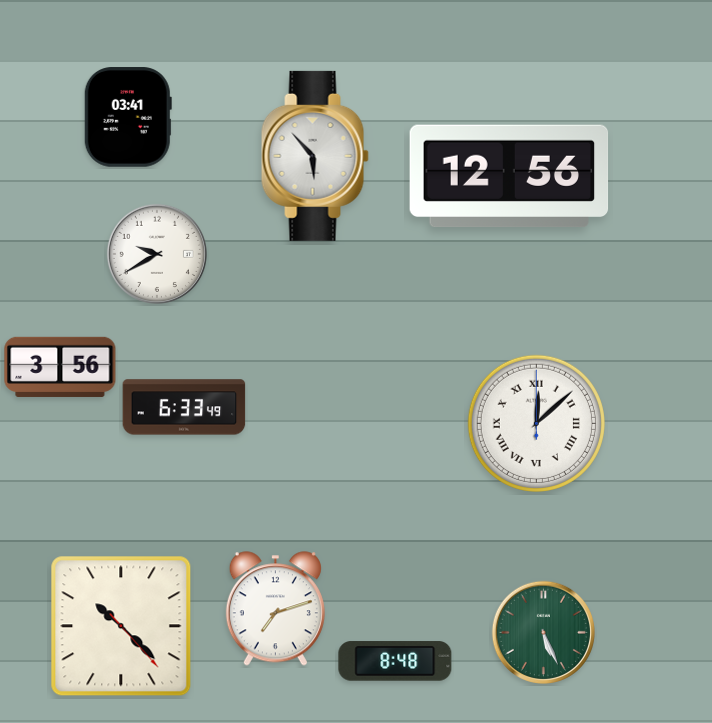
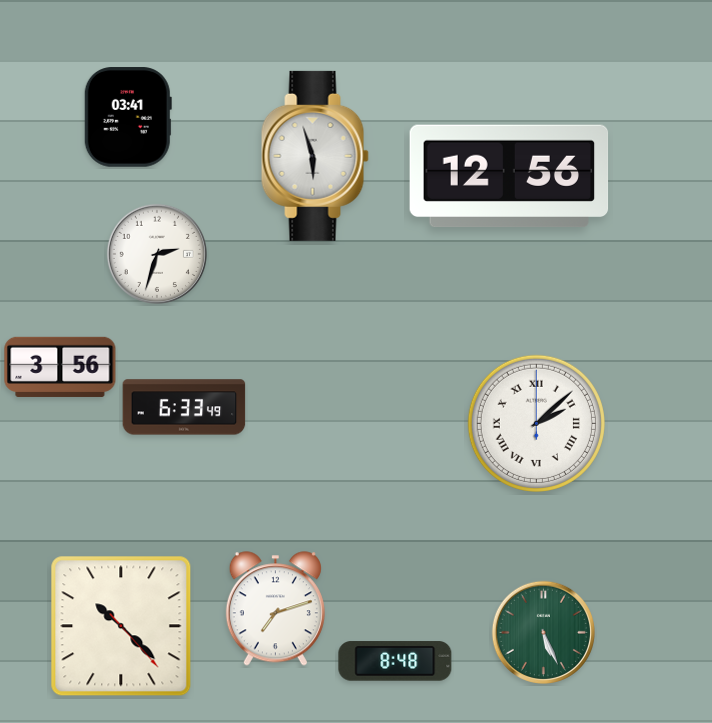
clock at (315, 156): 5:53 -> 5:57
clock at (157, 254): 9:40 -> 2:33
clock at (536, 423): 12:08 -> 2:08
